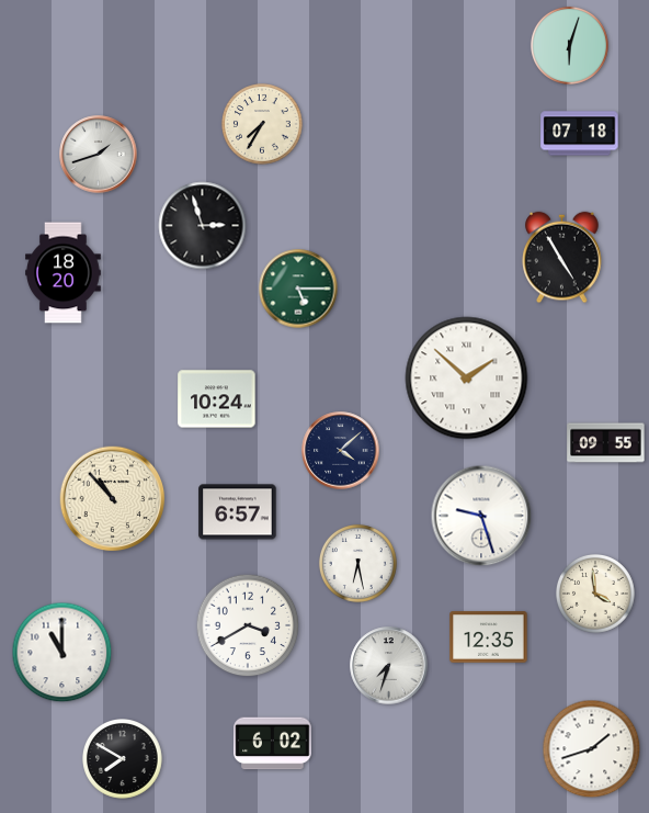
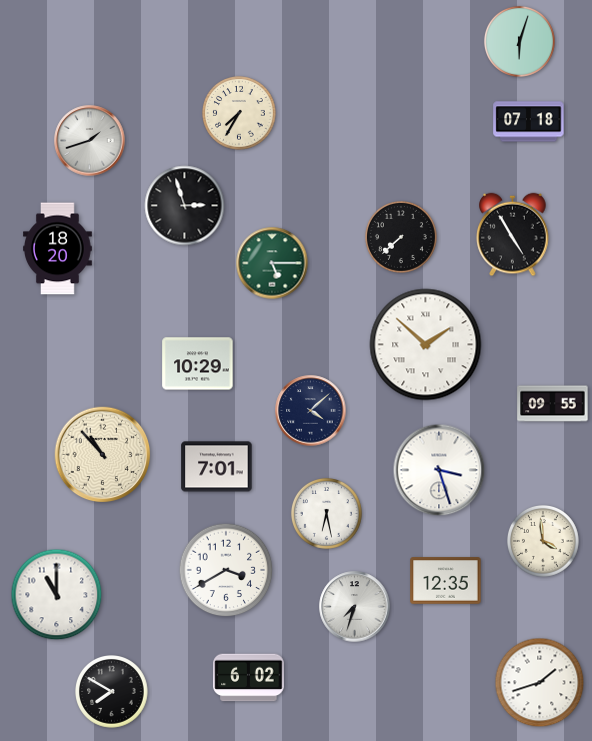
clock at (402, 238): none -> 7:38
clock at (217, 399): 10:24 -> 10:29
clock at (238, 512): 6:57 -> 7:01
clock at (481, 516): 9:27 -> 3:27
